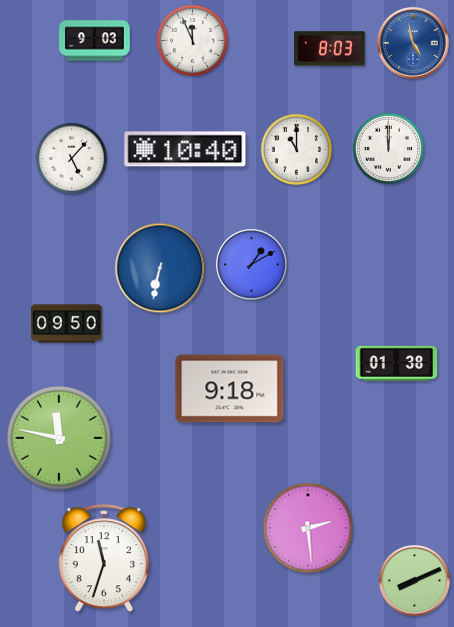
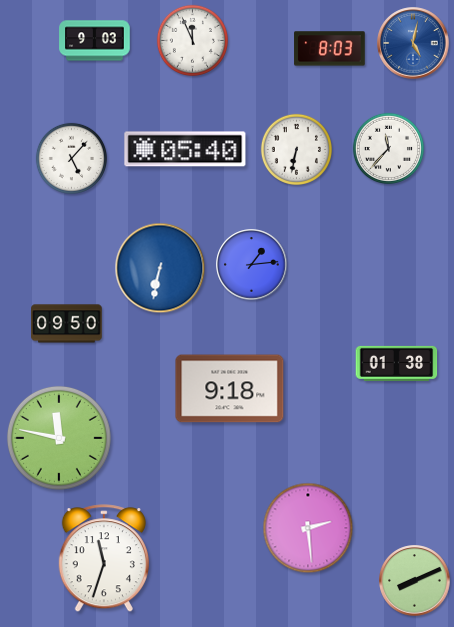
clock at (413, 43): 4:58 -> 5:02
clock at (388, 148): 12:00 -> 11:37
clock at (185, 149): 10:40 -> 05:40
clock at (296, 149): 11:00 -> 6:32
clock at (252, 265): 1:10 -> 1:14
